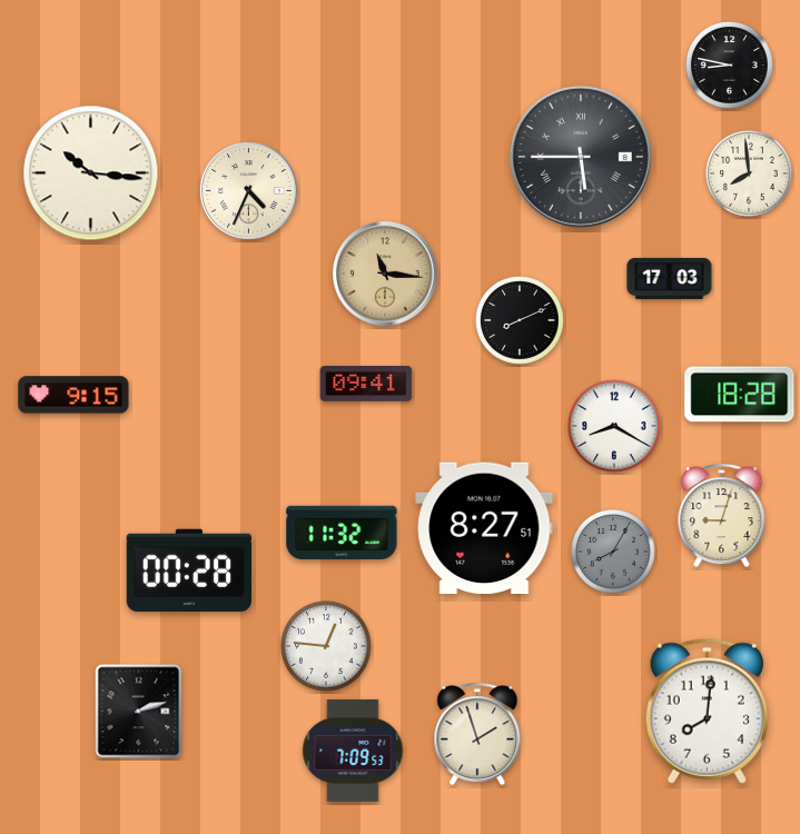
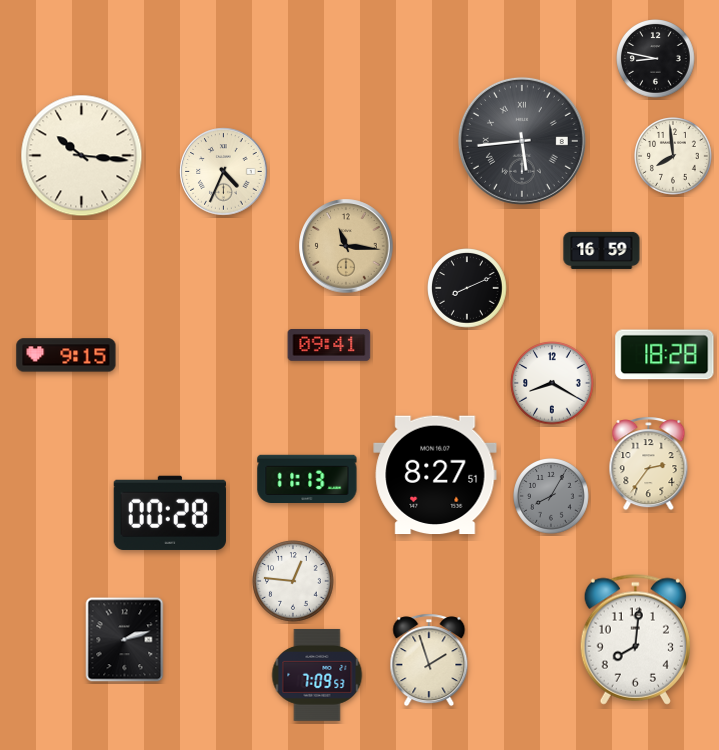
clock at (581, 157): 5:45 -> 5:44
clock at (670, 278): 17:03 -> 16:59
clock at (722, 516): 9:03 -> 2:36
clock at (342, 532): 11:32 -> 11:13
